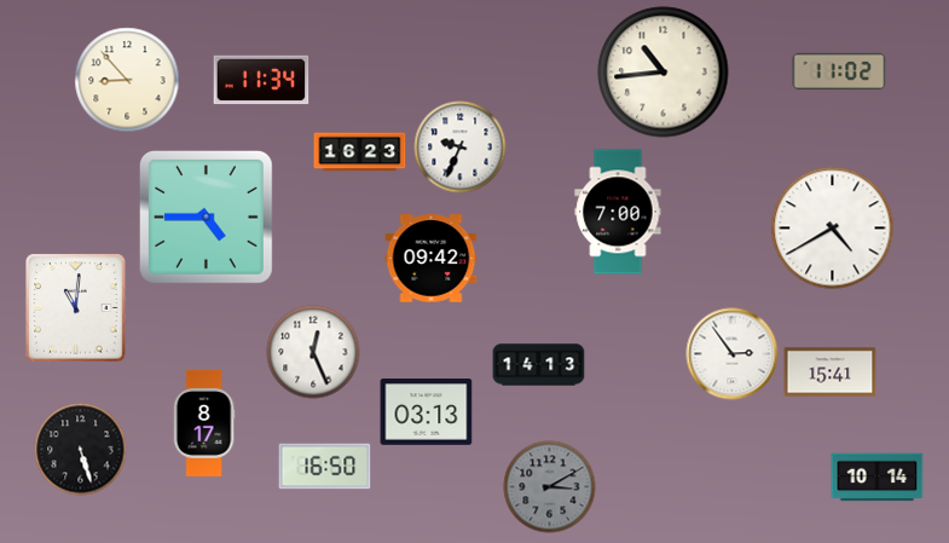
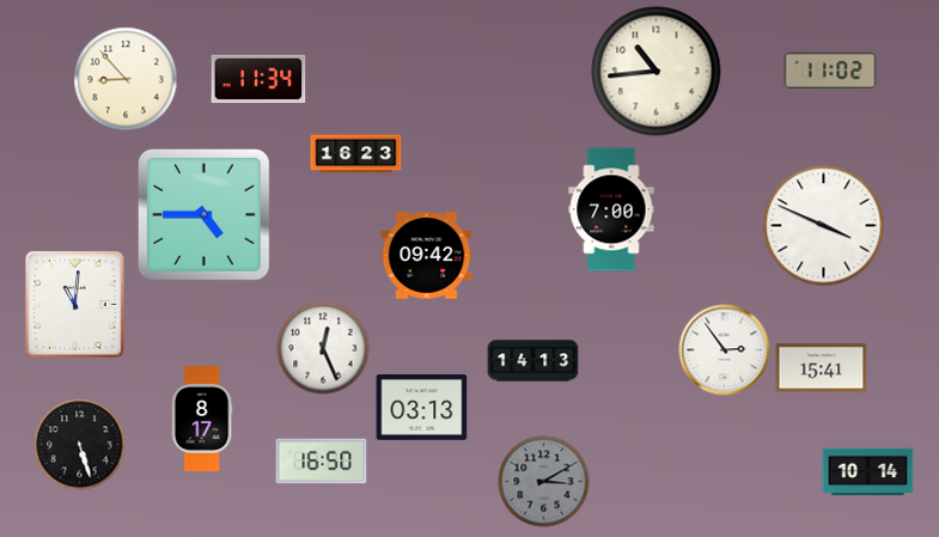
clock at (461, 148): 9:34 -> none
clock at (360, 152) position: (360, 152) -> (356, 154)
clock at (833, 229): 4:40 -> 3:49
clock at (313, 352) position: (313, 352) -> (323, 348)
